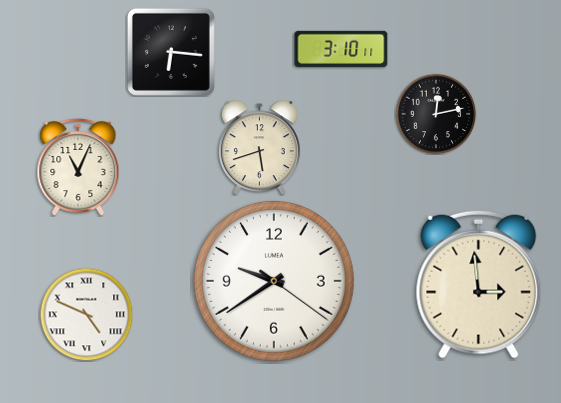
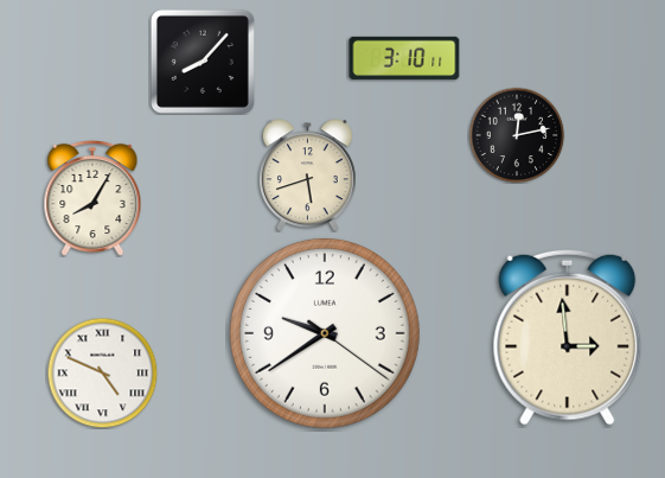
clock at (171, 52): 6:16 -> 8:07
clock at (78, 166): 11:04 -> 8:05
